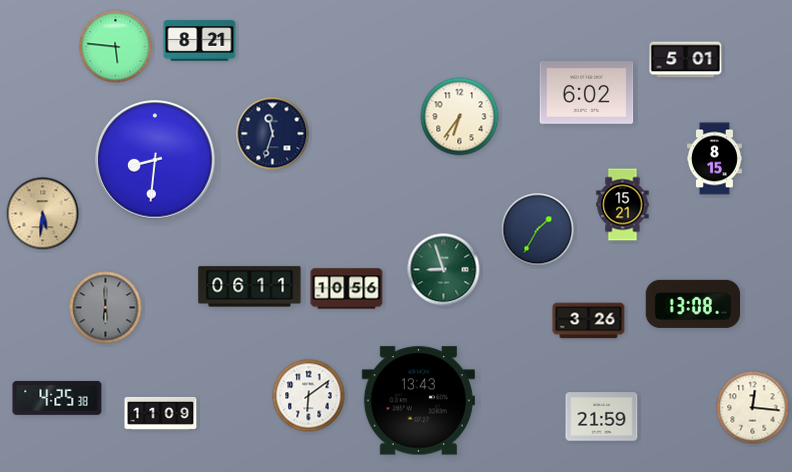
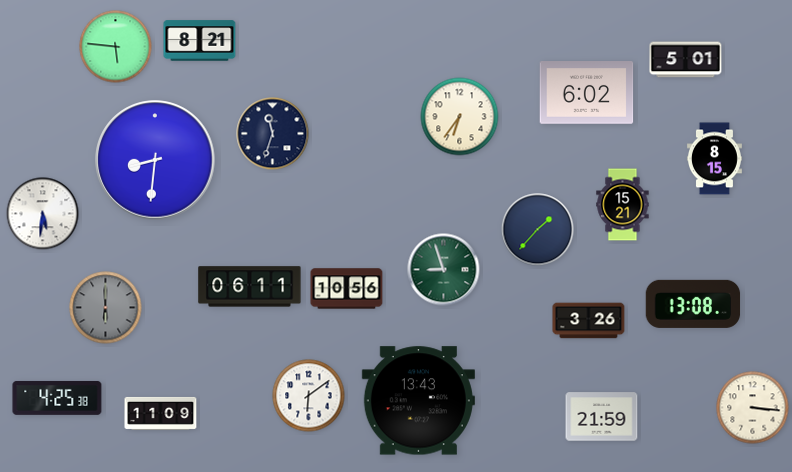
clock at (43, 214) dial: champagne -> white
clock at (538, 230): 1:35 -> 1:37
clock at (753, 408): 12:16 -> 3:16
